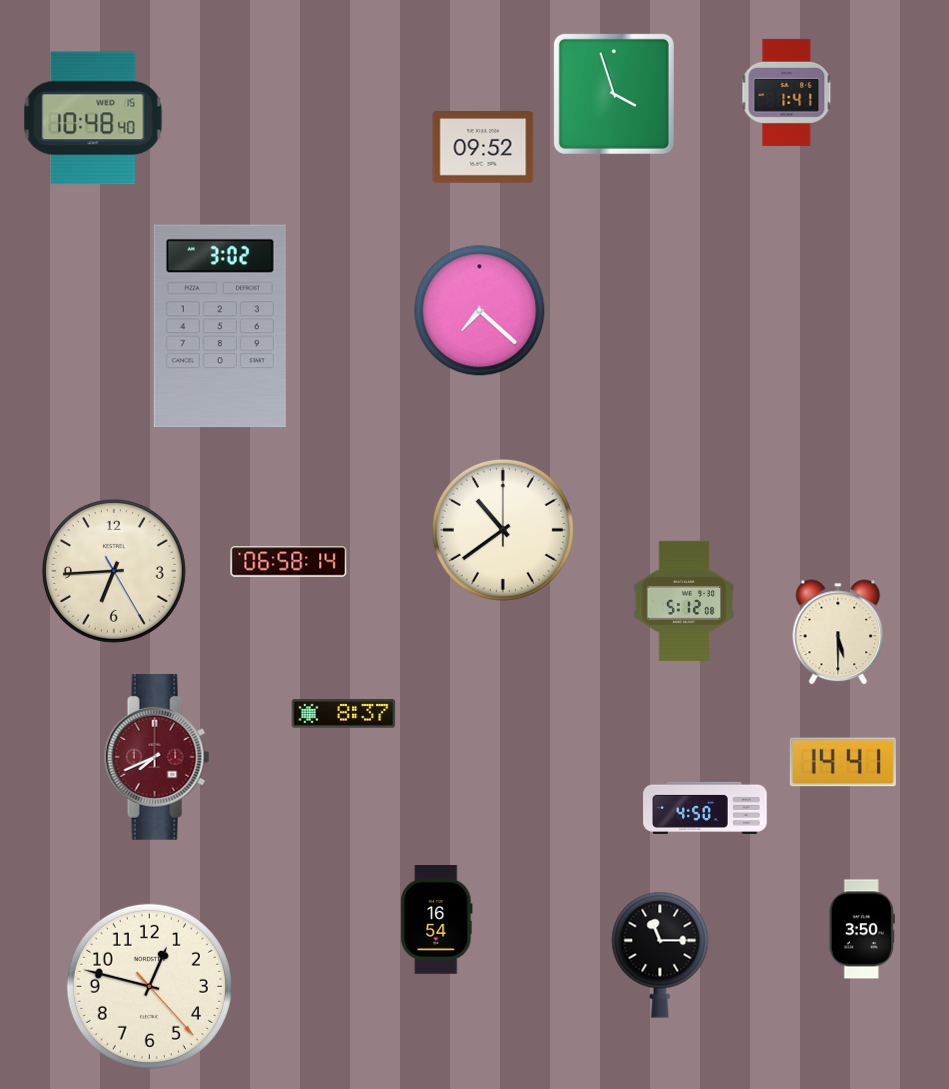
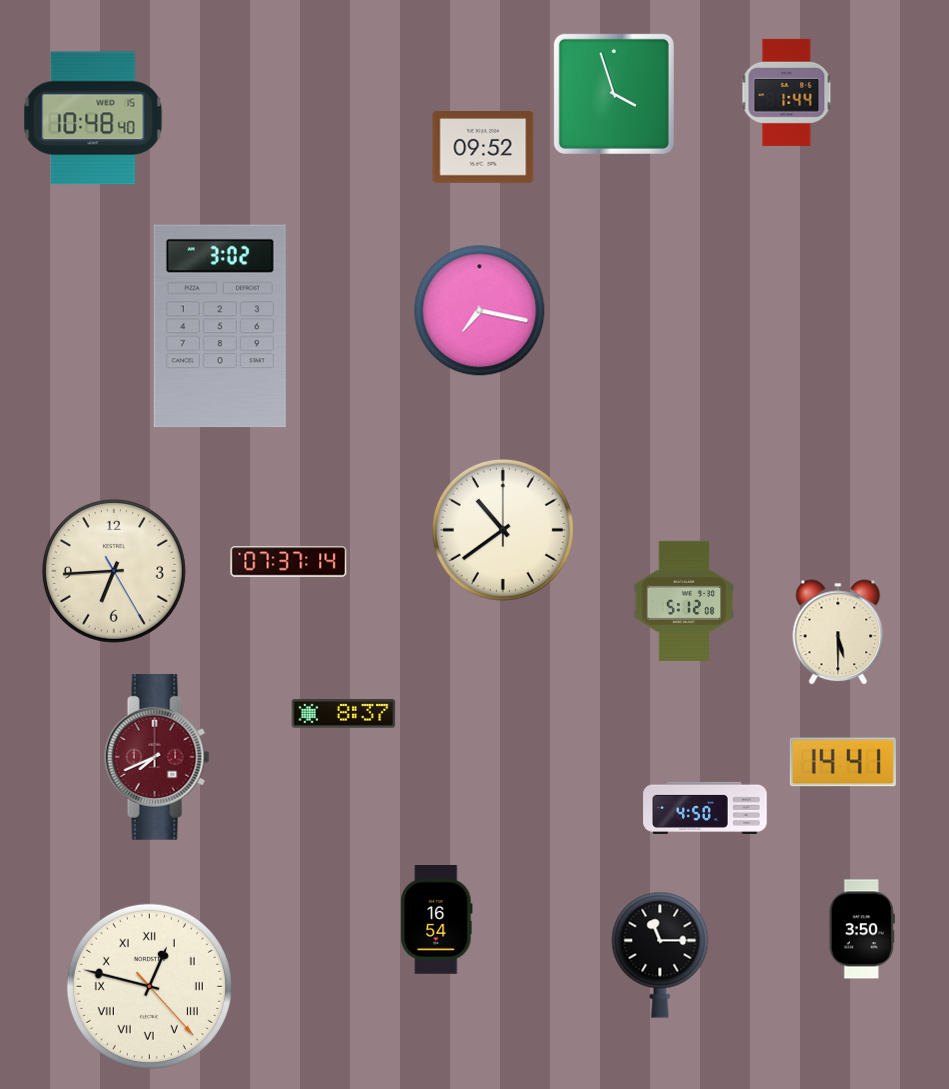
clock at (787, 92): 1:41 -> 1:44
clock at (480, 311): 7:22 -> 7:17
clock at (289, 562): 06:58 -> 07:37
clock at (149, 986) numerals: Arabic -> Roman
